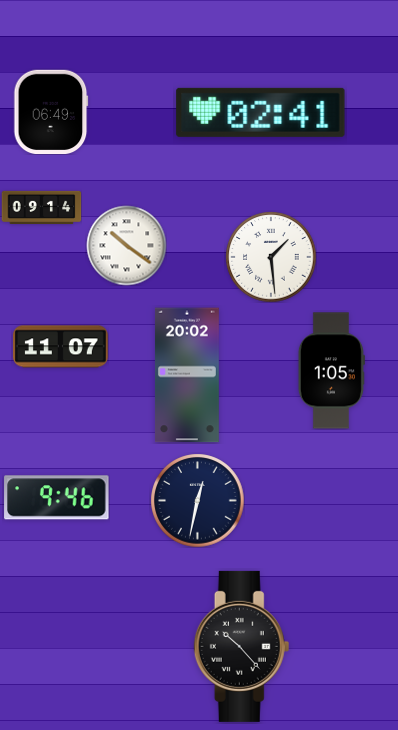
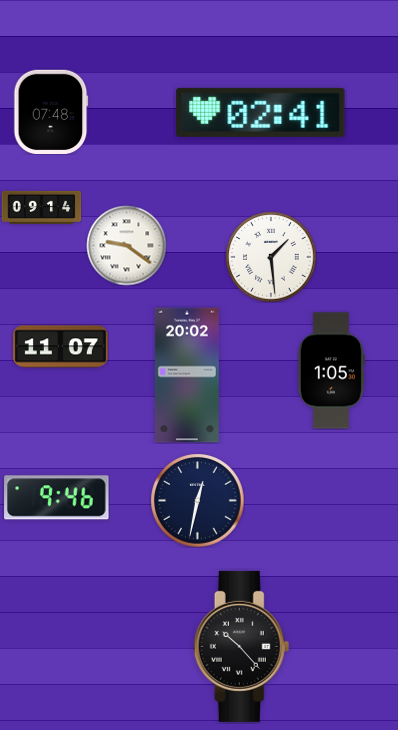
clock at (51, 111): 06:49 -> 07:48
clock at (126, 245): 10:21 -> 9:21
